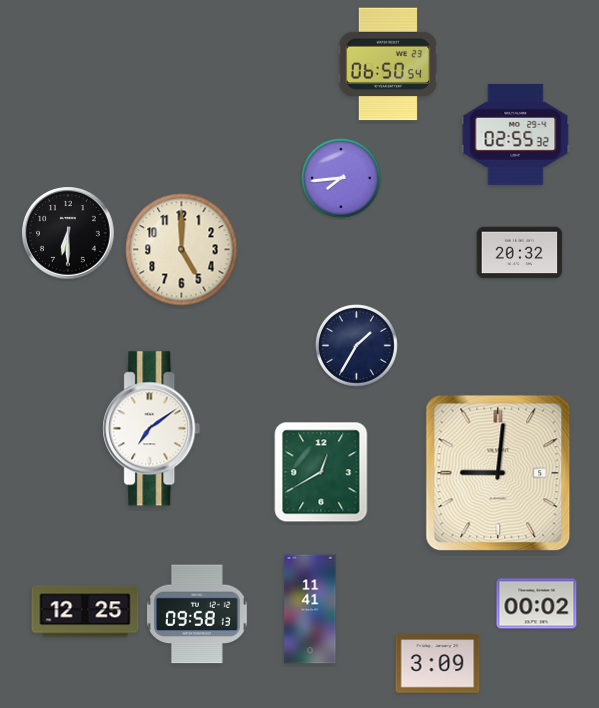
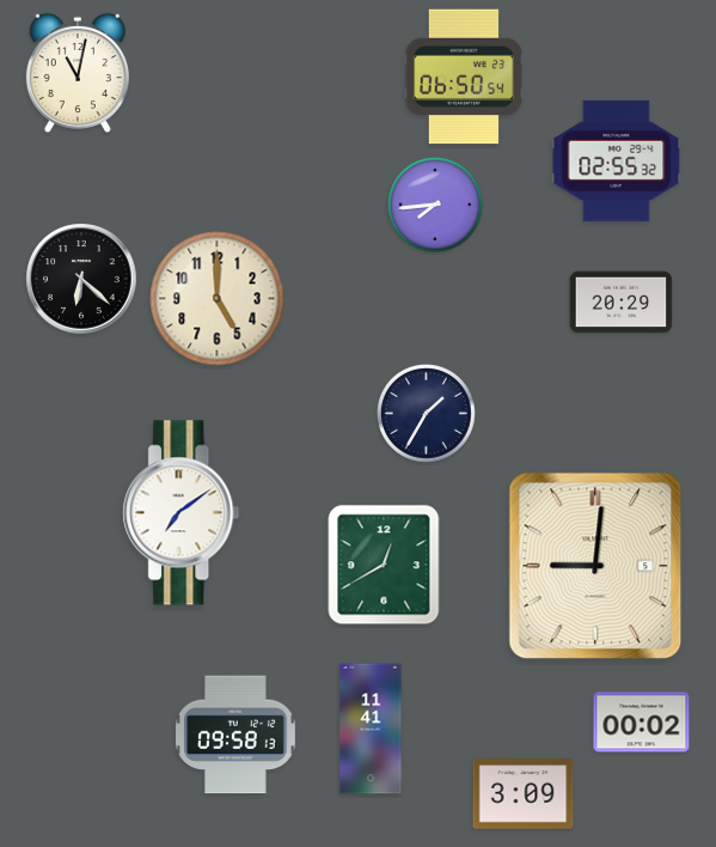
clock at (78, 72): none -> 11:02
clock at (342, 179) position: (342, 179) -> (436, 206)
clock at (68, 233): 6:30 -> 6:22
clock at (520, 253): 20:32 -> 20:29
clock at (85, 611): 12:25 -> none
